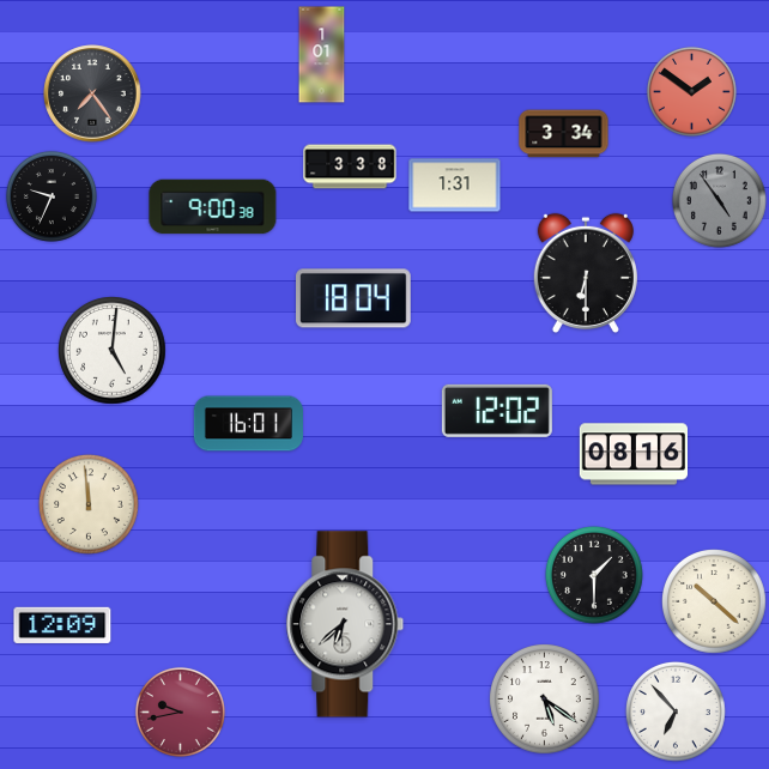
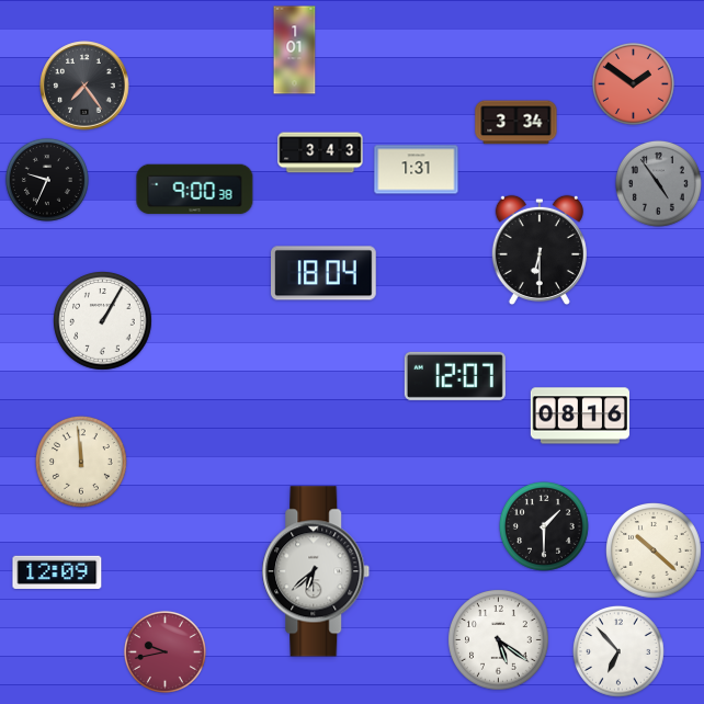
clock at (350, 166): 3:38 -> 3:43
clock at (586, 273) position: (586, 273) -> (540, 250)
clock at (113, 351): 5:01 -> 1:05
clock at (497, 411): 12:02 -> 12:07
clock at (248, 424): 16:01 -> none
